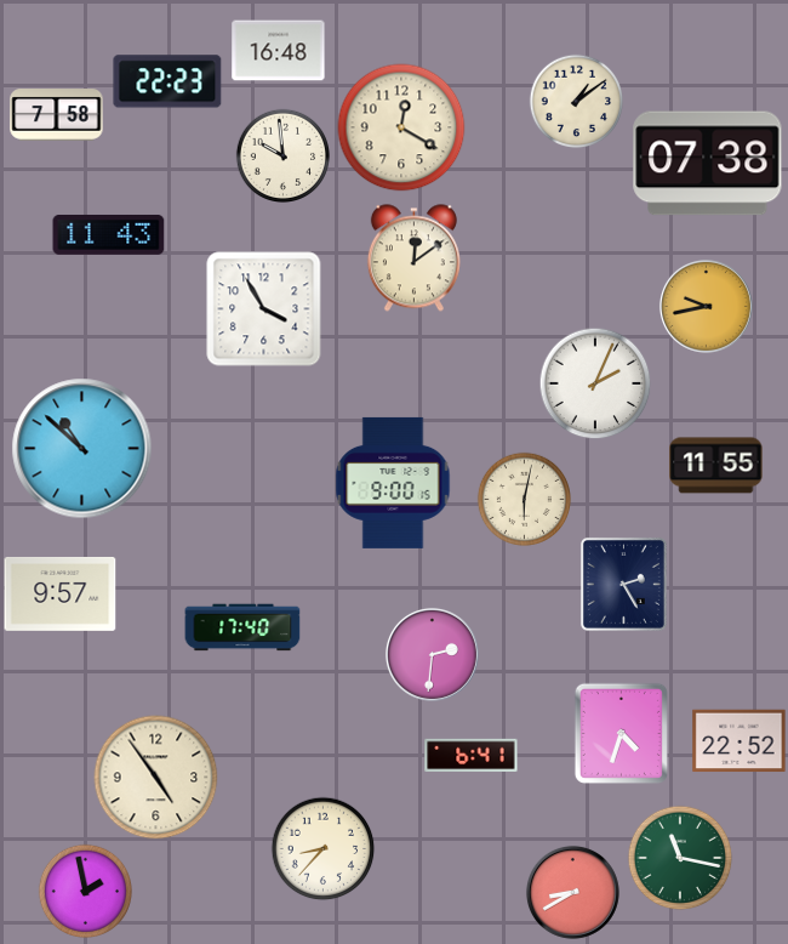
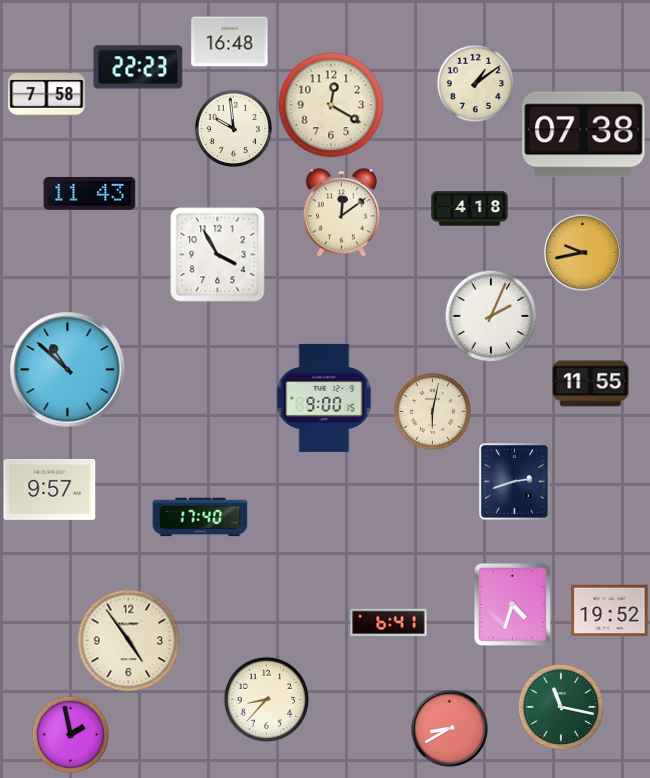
clock at (470, 209): none -> 4:18
clock at (623, 584): 2:25 -> 2:42
clock at (432, 654): 2:31 -> none
clock at (740, 741): 22:52 -> 19:52
clock at (572, 892) position: (572, 892) -> (449, 728)
